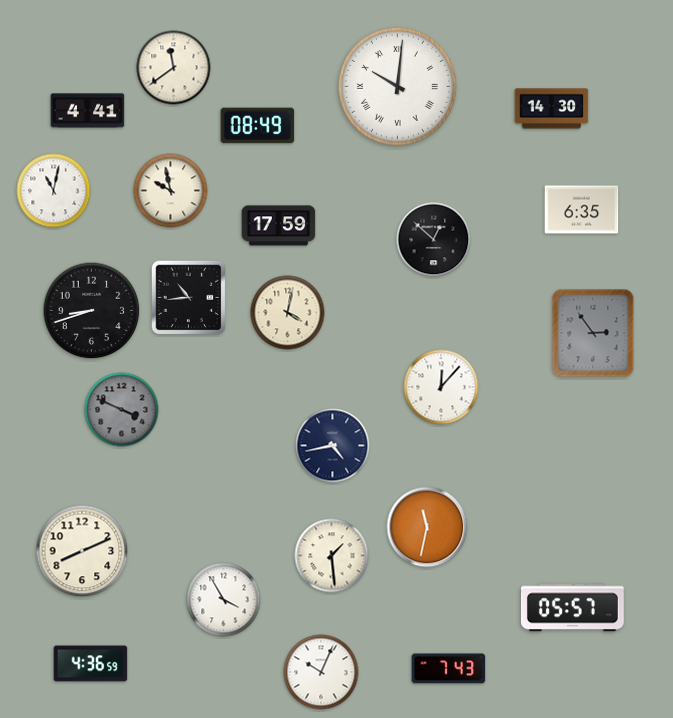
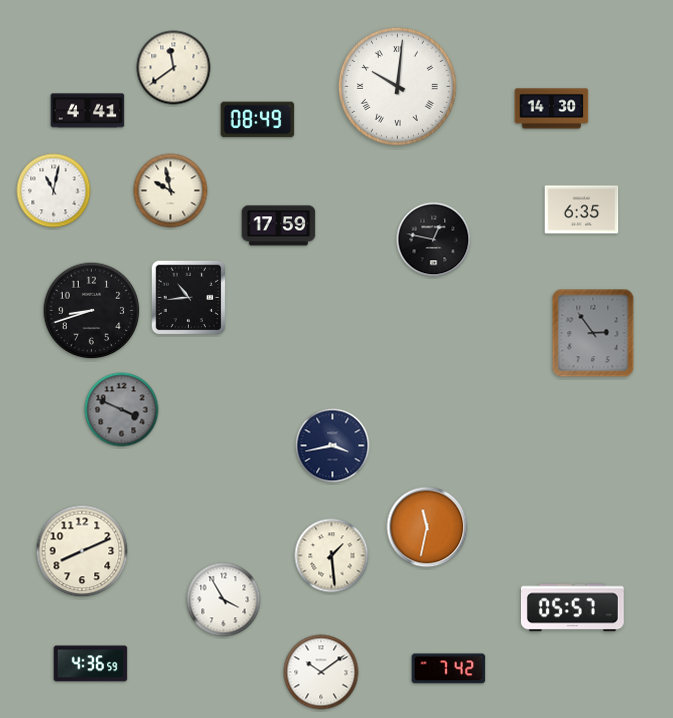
clock at (258, 126) position: (258, 126) -> (258, 120)
clock at (434, 240): 12:52 -> 12:47
clock at (288, 313): 4:02 -> none
clock at (441, 387): 12:07 -> none
clock at (333, 446): 4:43 -> 3:43
clock at (449, 669): 7:43 -> 7:42
clock at (321, 672): 10:04 -> 10:09
